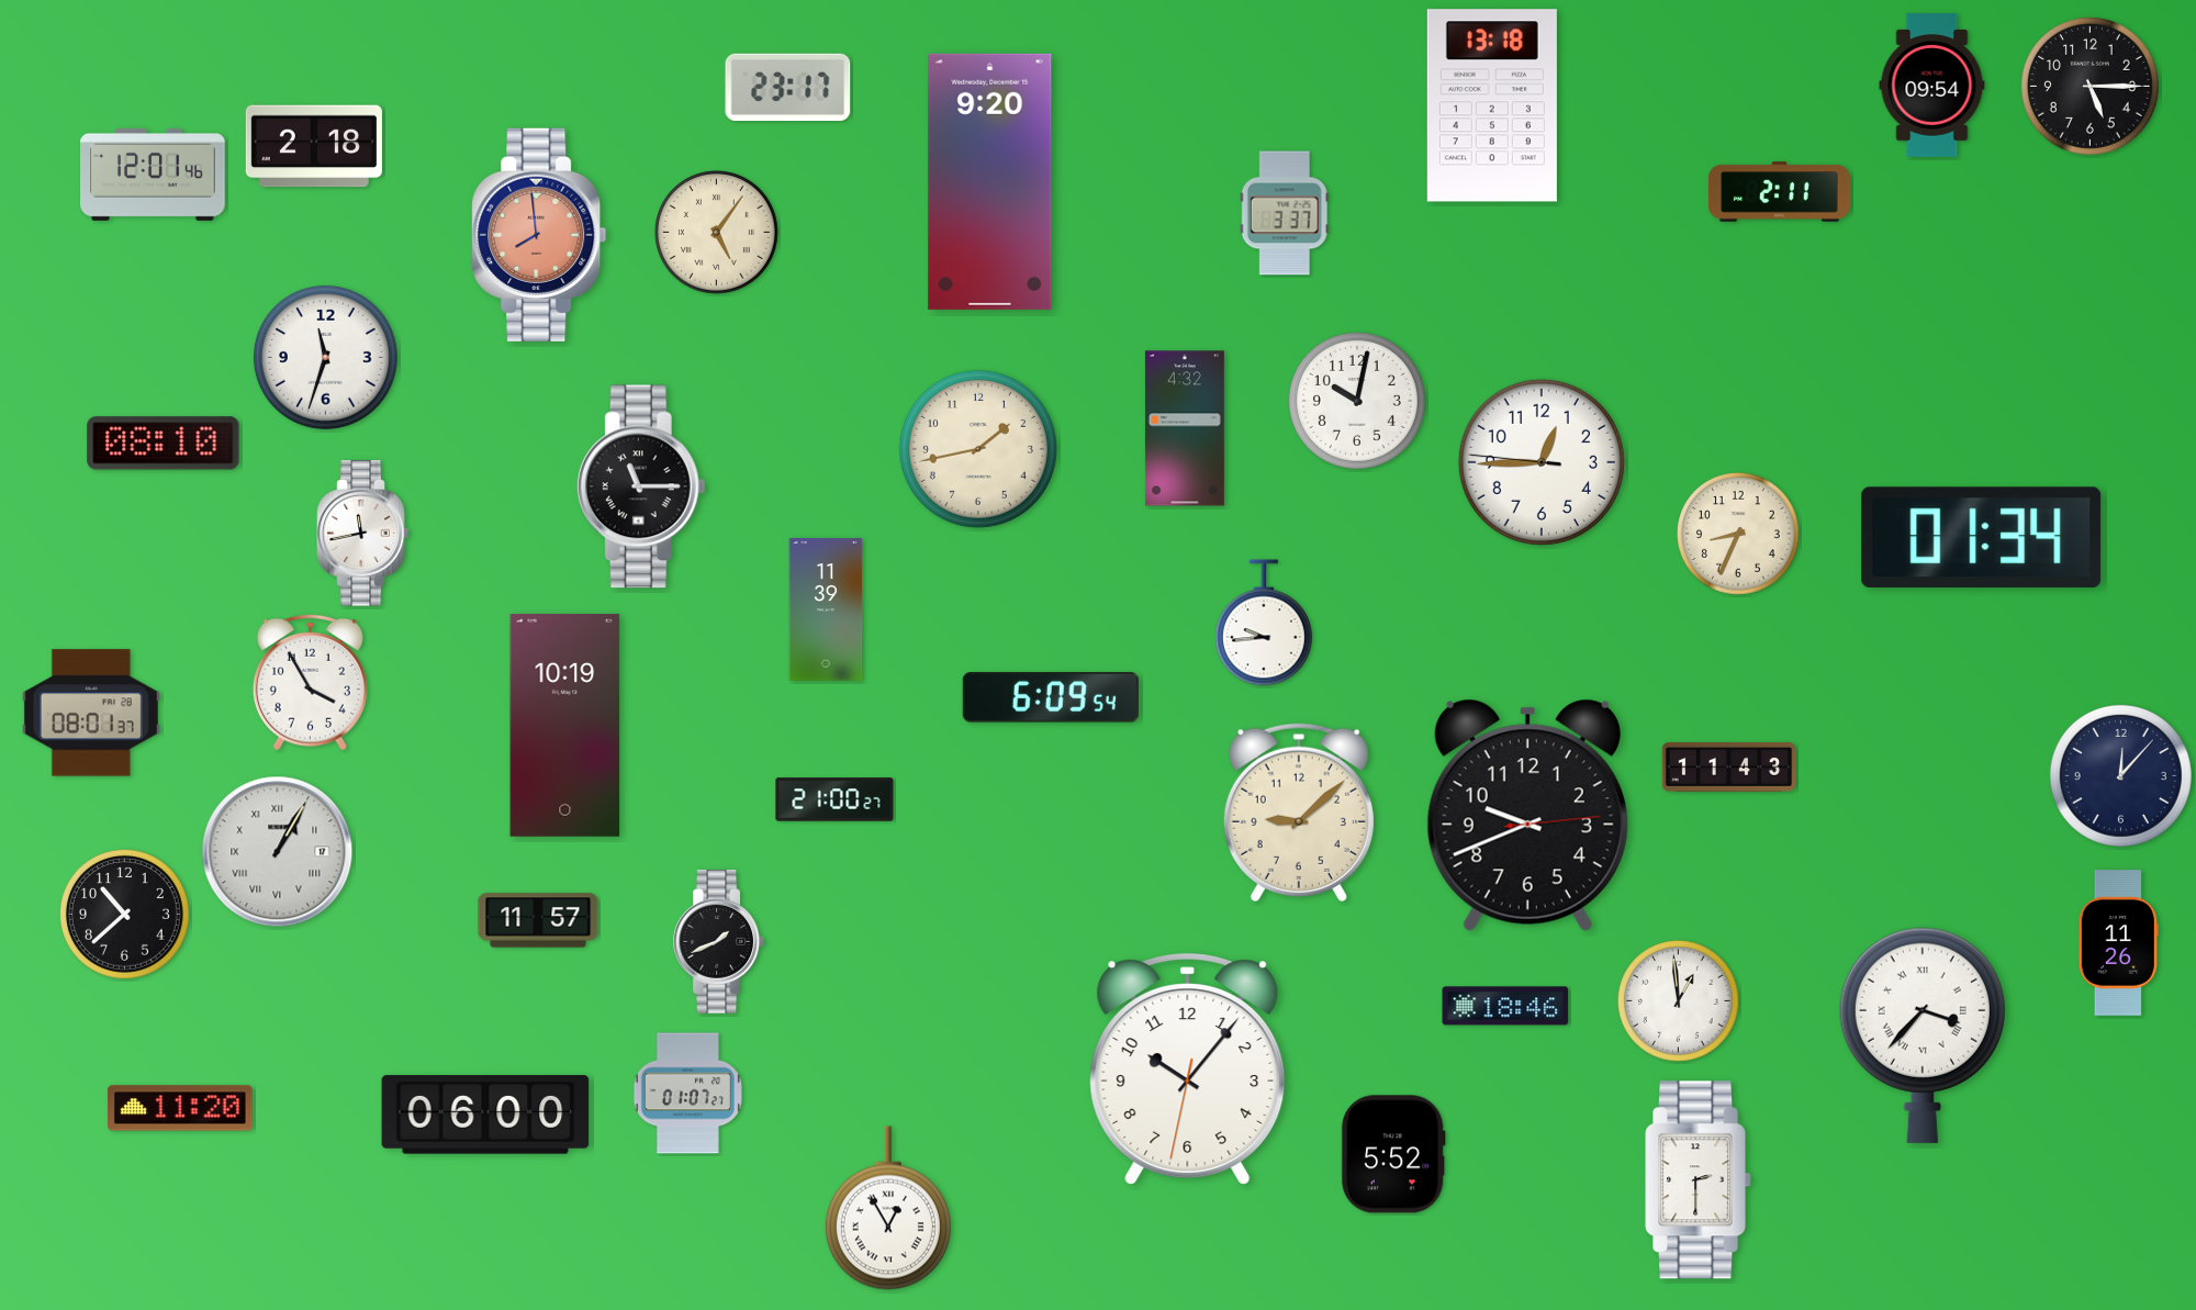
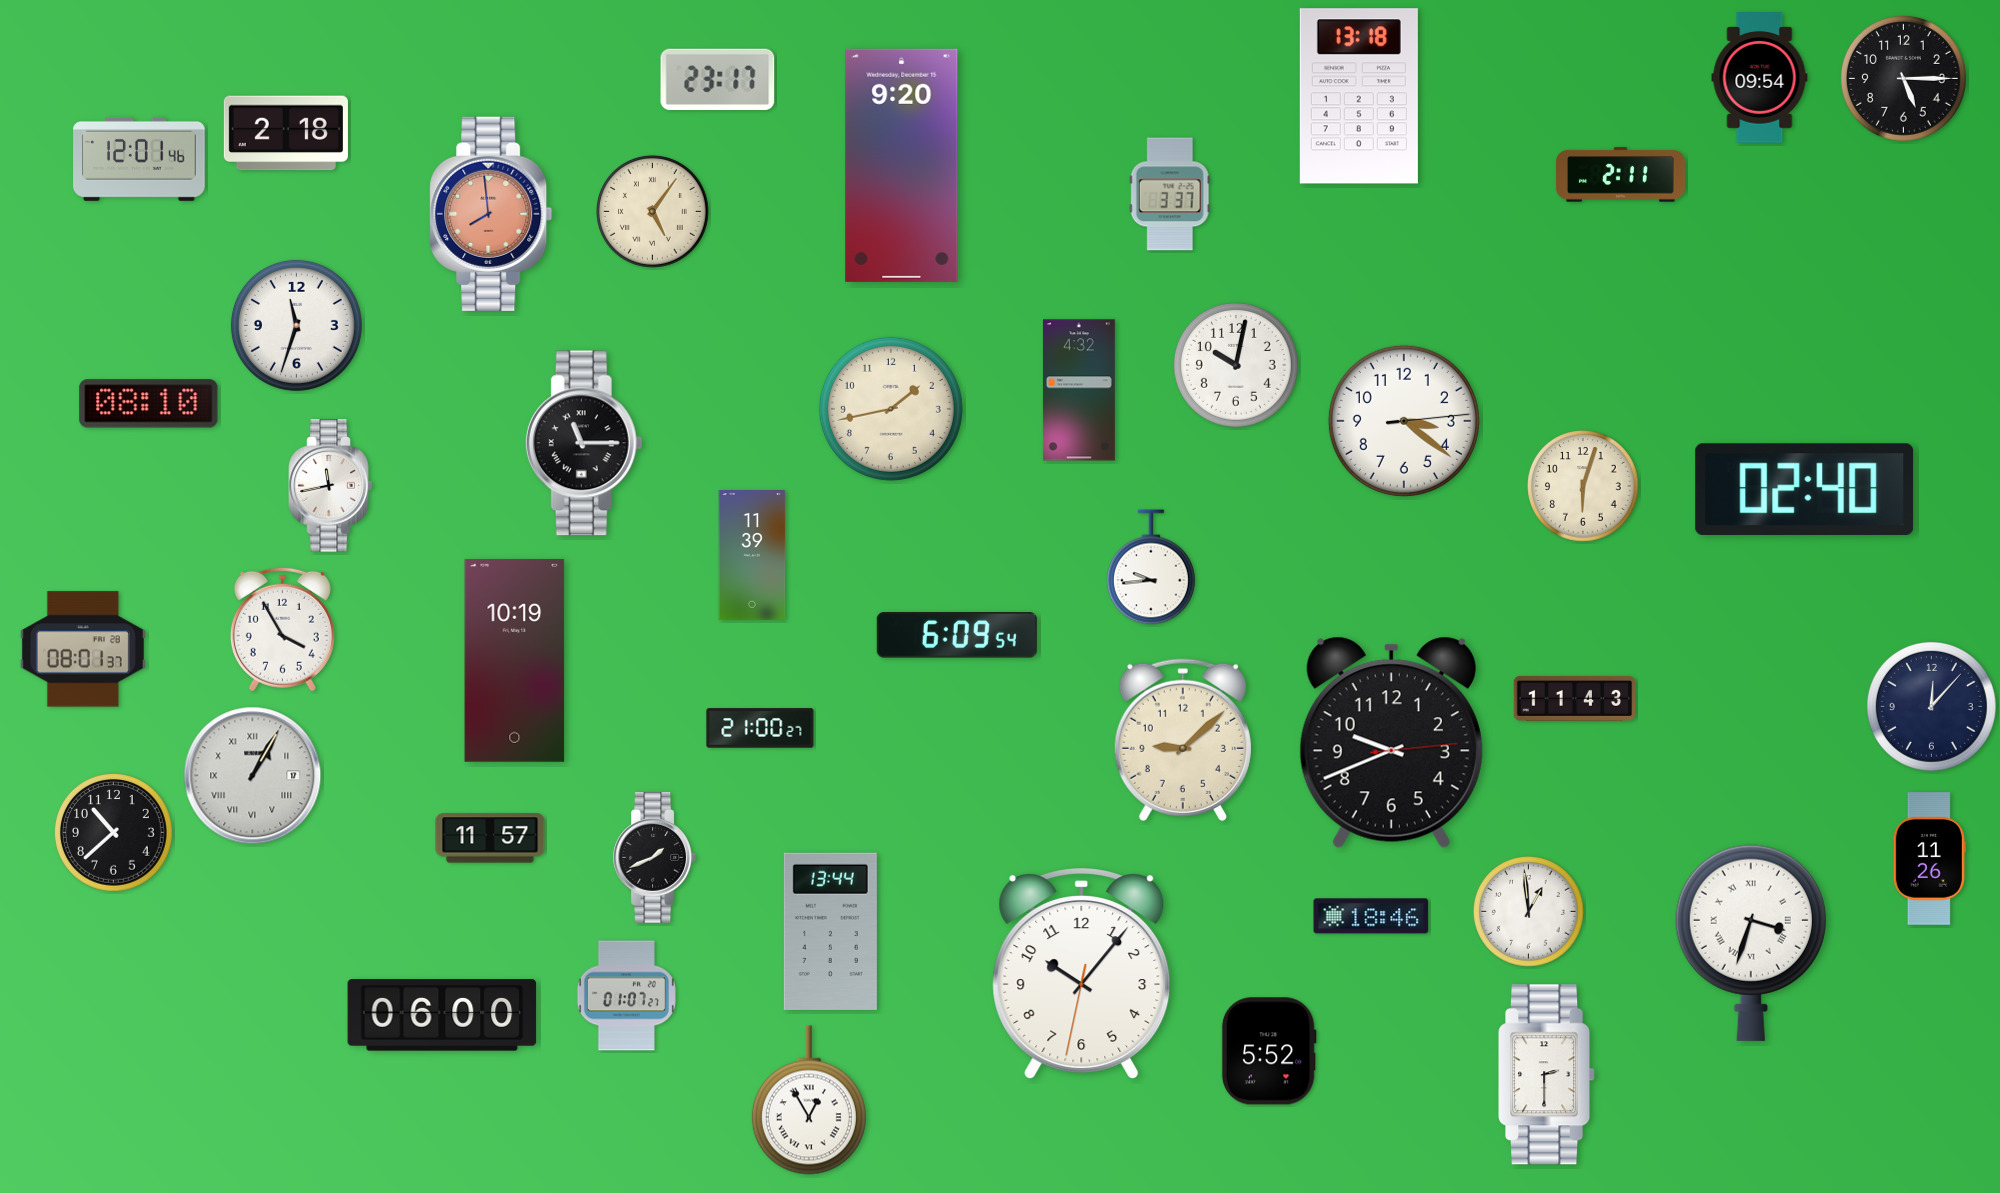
clock at (1542, 462): 12:44 -> 3:21
clock at (1739, 535): 8:34 -> 6:03
clock at (1982, 537): 01:34 -> 02:40
clock at (310, 682) position: (310, 682) -> (282, 629)
clock at (830, 931): none -> 13:44
clock at (1923, 1035): 3:37 -> 3:33
clock at (180, 1108): 11:20 -> none
